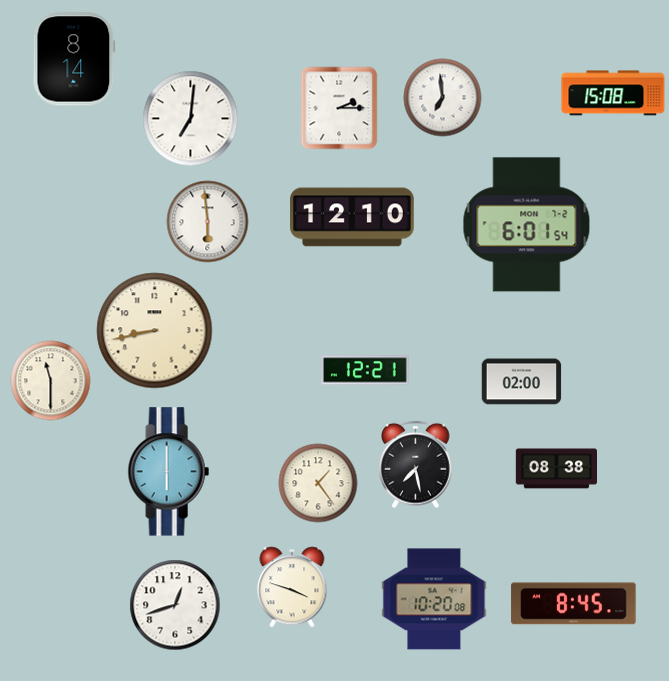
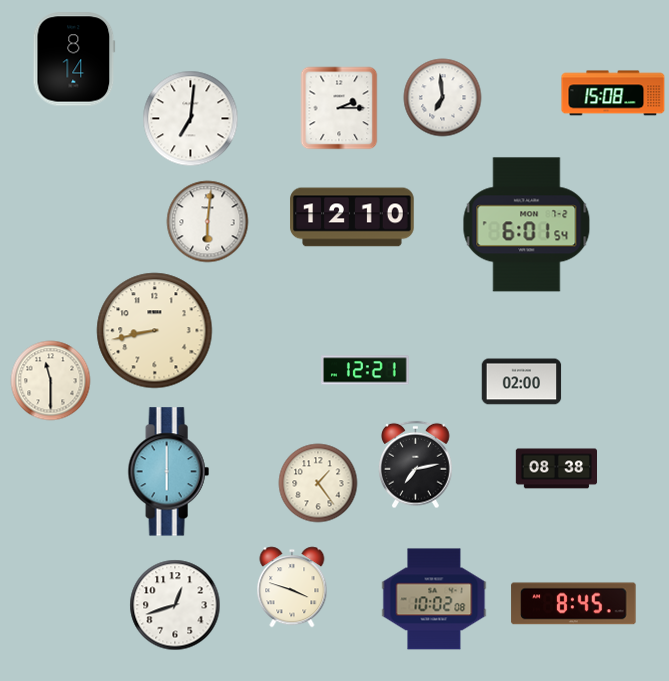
clock at (208, 222): 5:59 -> 6:01
clock at (416, 465): 7:28 -> 7:13
clock at (434, 599): 10:20 -> 10:02
